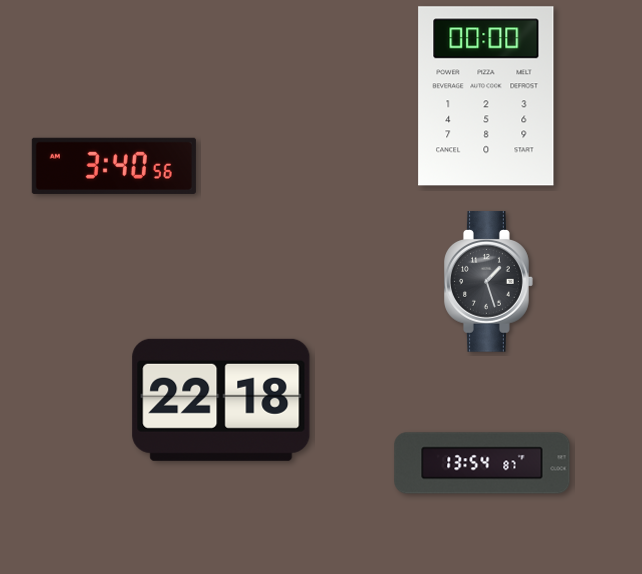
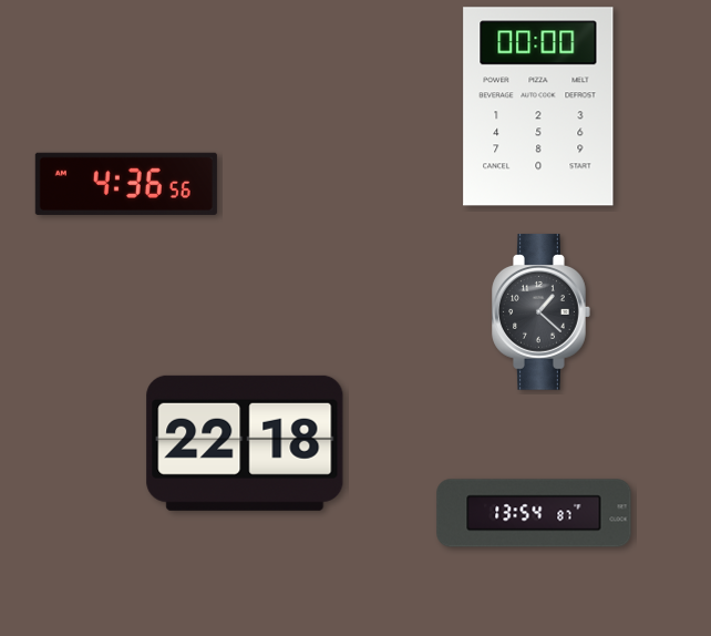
clock at (114, 166): 3:40 -> 4:36
clock at (489, 282): 1:27 -> 1:22
